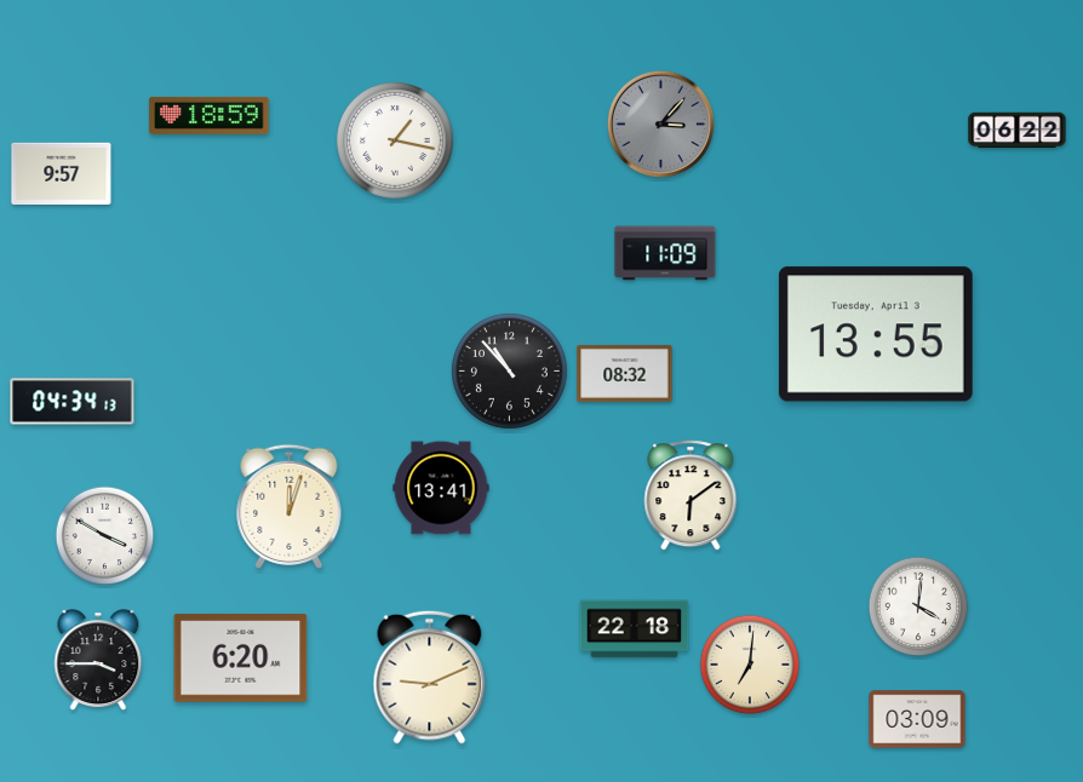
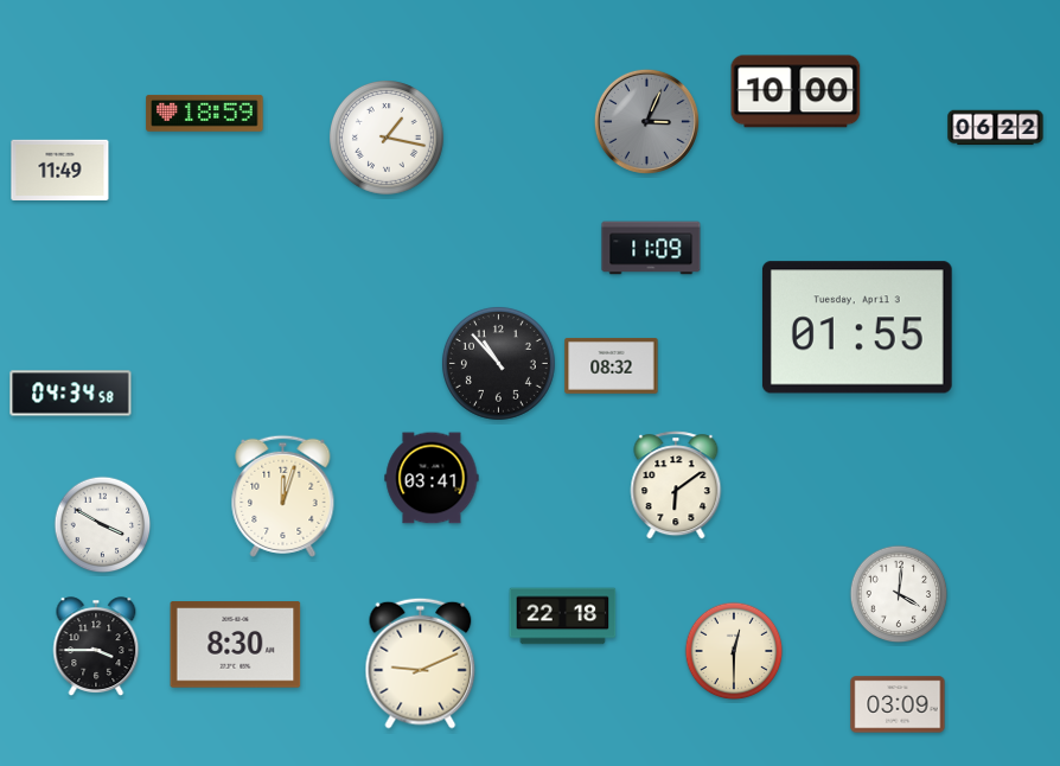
clock at (796, 91): none -> 10:00
clock at (660, 123): 3:07 -> 3:04
clock at (62, 173): 9:57 -> 11:49
clock at (876, 334): 13:55 -> 01:55
clock at (73, 402): 04:34:13 -> 04:34:58
clock at (441, 488): 13:41 -> 03:41
clock at (635, 629) position: (635, 629) -> (563, 617)
clock at (241, 659): 6:20 -> 8:30
clock at (750, 665): 7:01 -> 12:30
